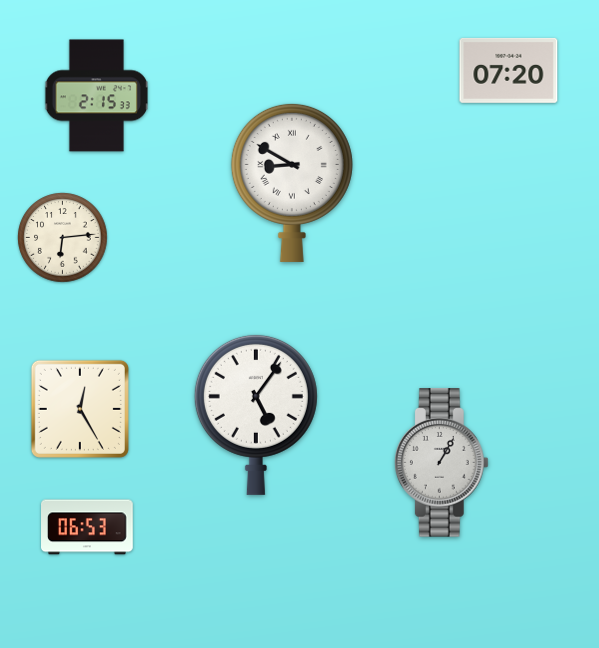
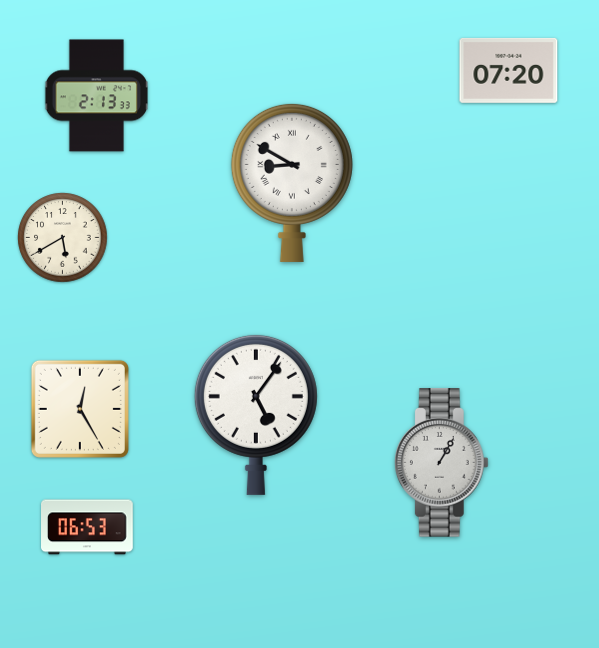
clock at (96, 96): 2:15 -> 2:13
clock at (63, 238): 6:14 -> 5:40
